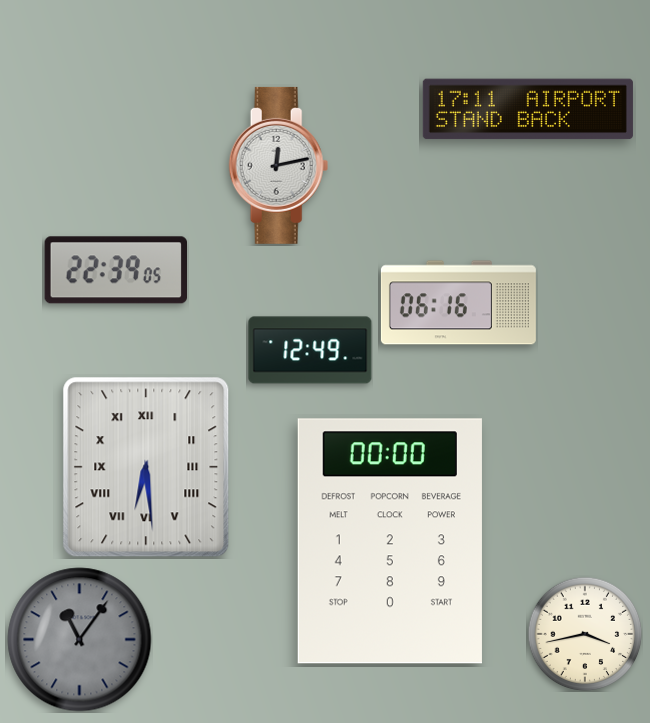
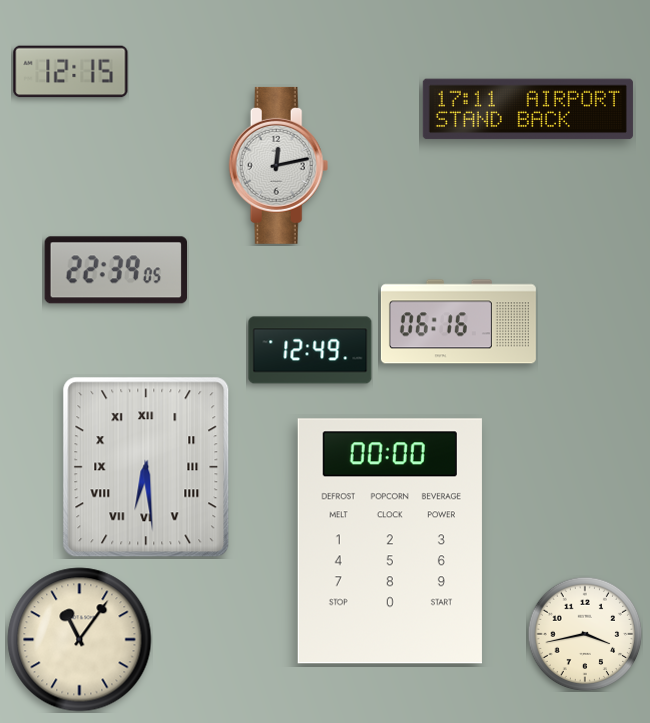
clock at (71, 72): none -> 12:15
clock at (458, 303) position: (458, 303) -> (458, 322)
clock at (80, 640) dial: grey -> cream
